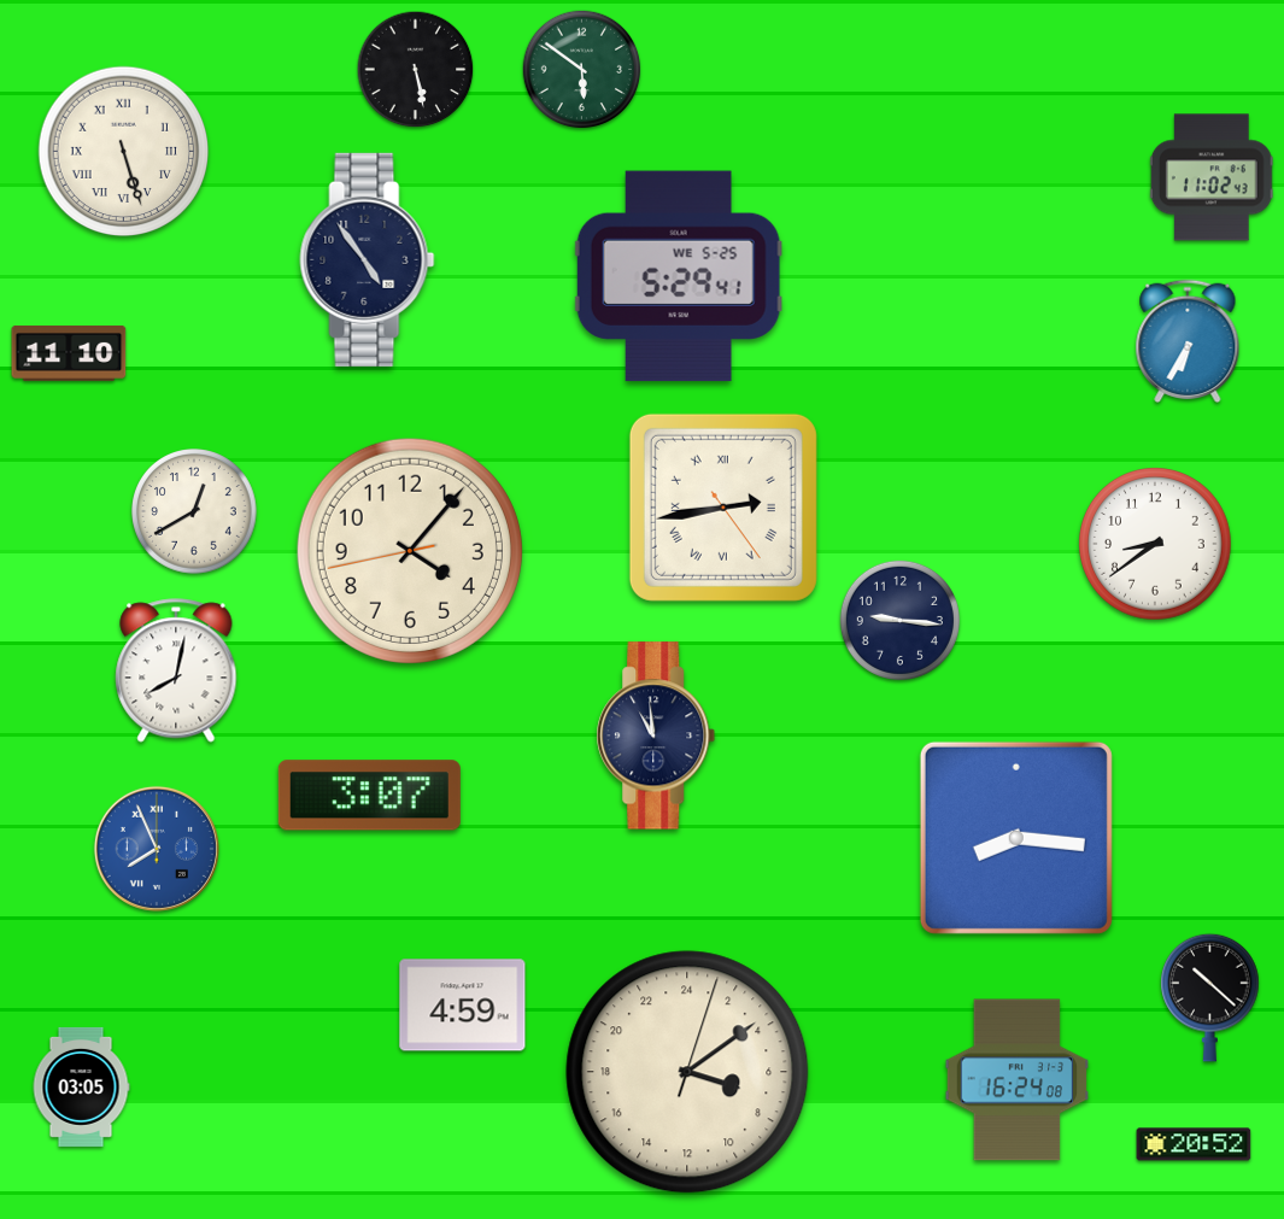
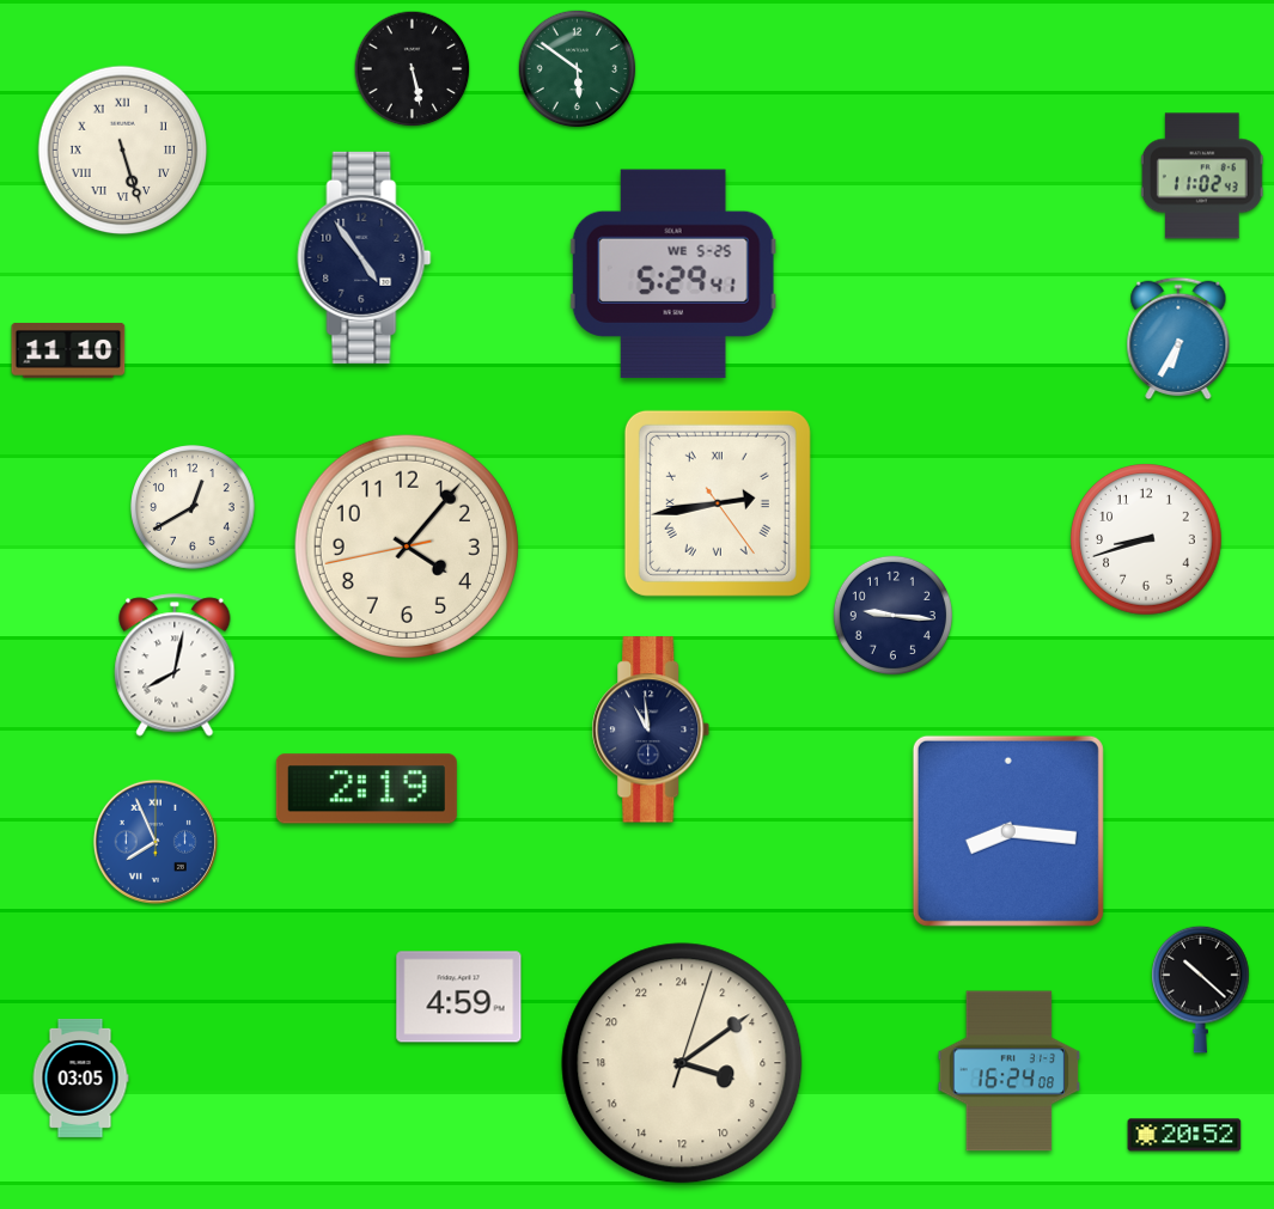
clock at (1156, 545): 8:39 -> 8:42
clock at (369, 796): 3:07 -> 2:19
